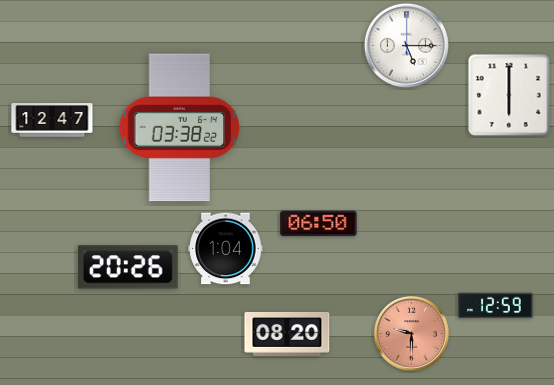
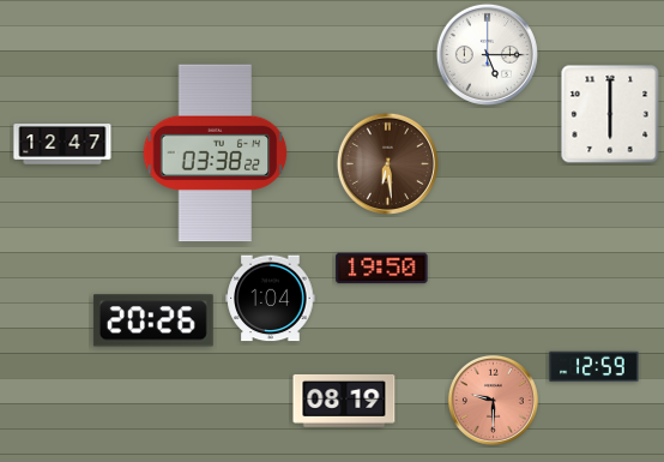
clock at (387, 163): none -> 6:29
clock at (319, 224): 06:50 -> 19:50
clock at (287, 334): 08:20 -> 08:19
